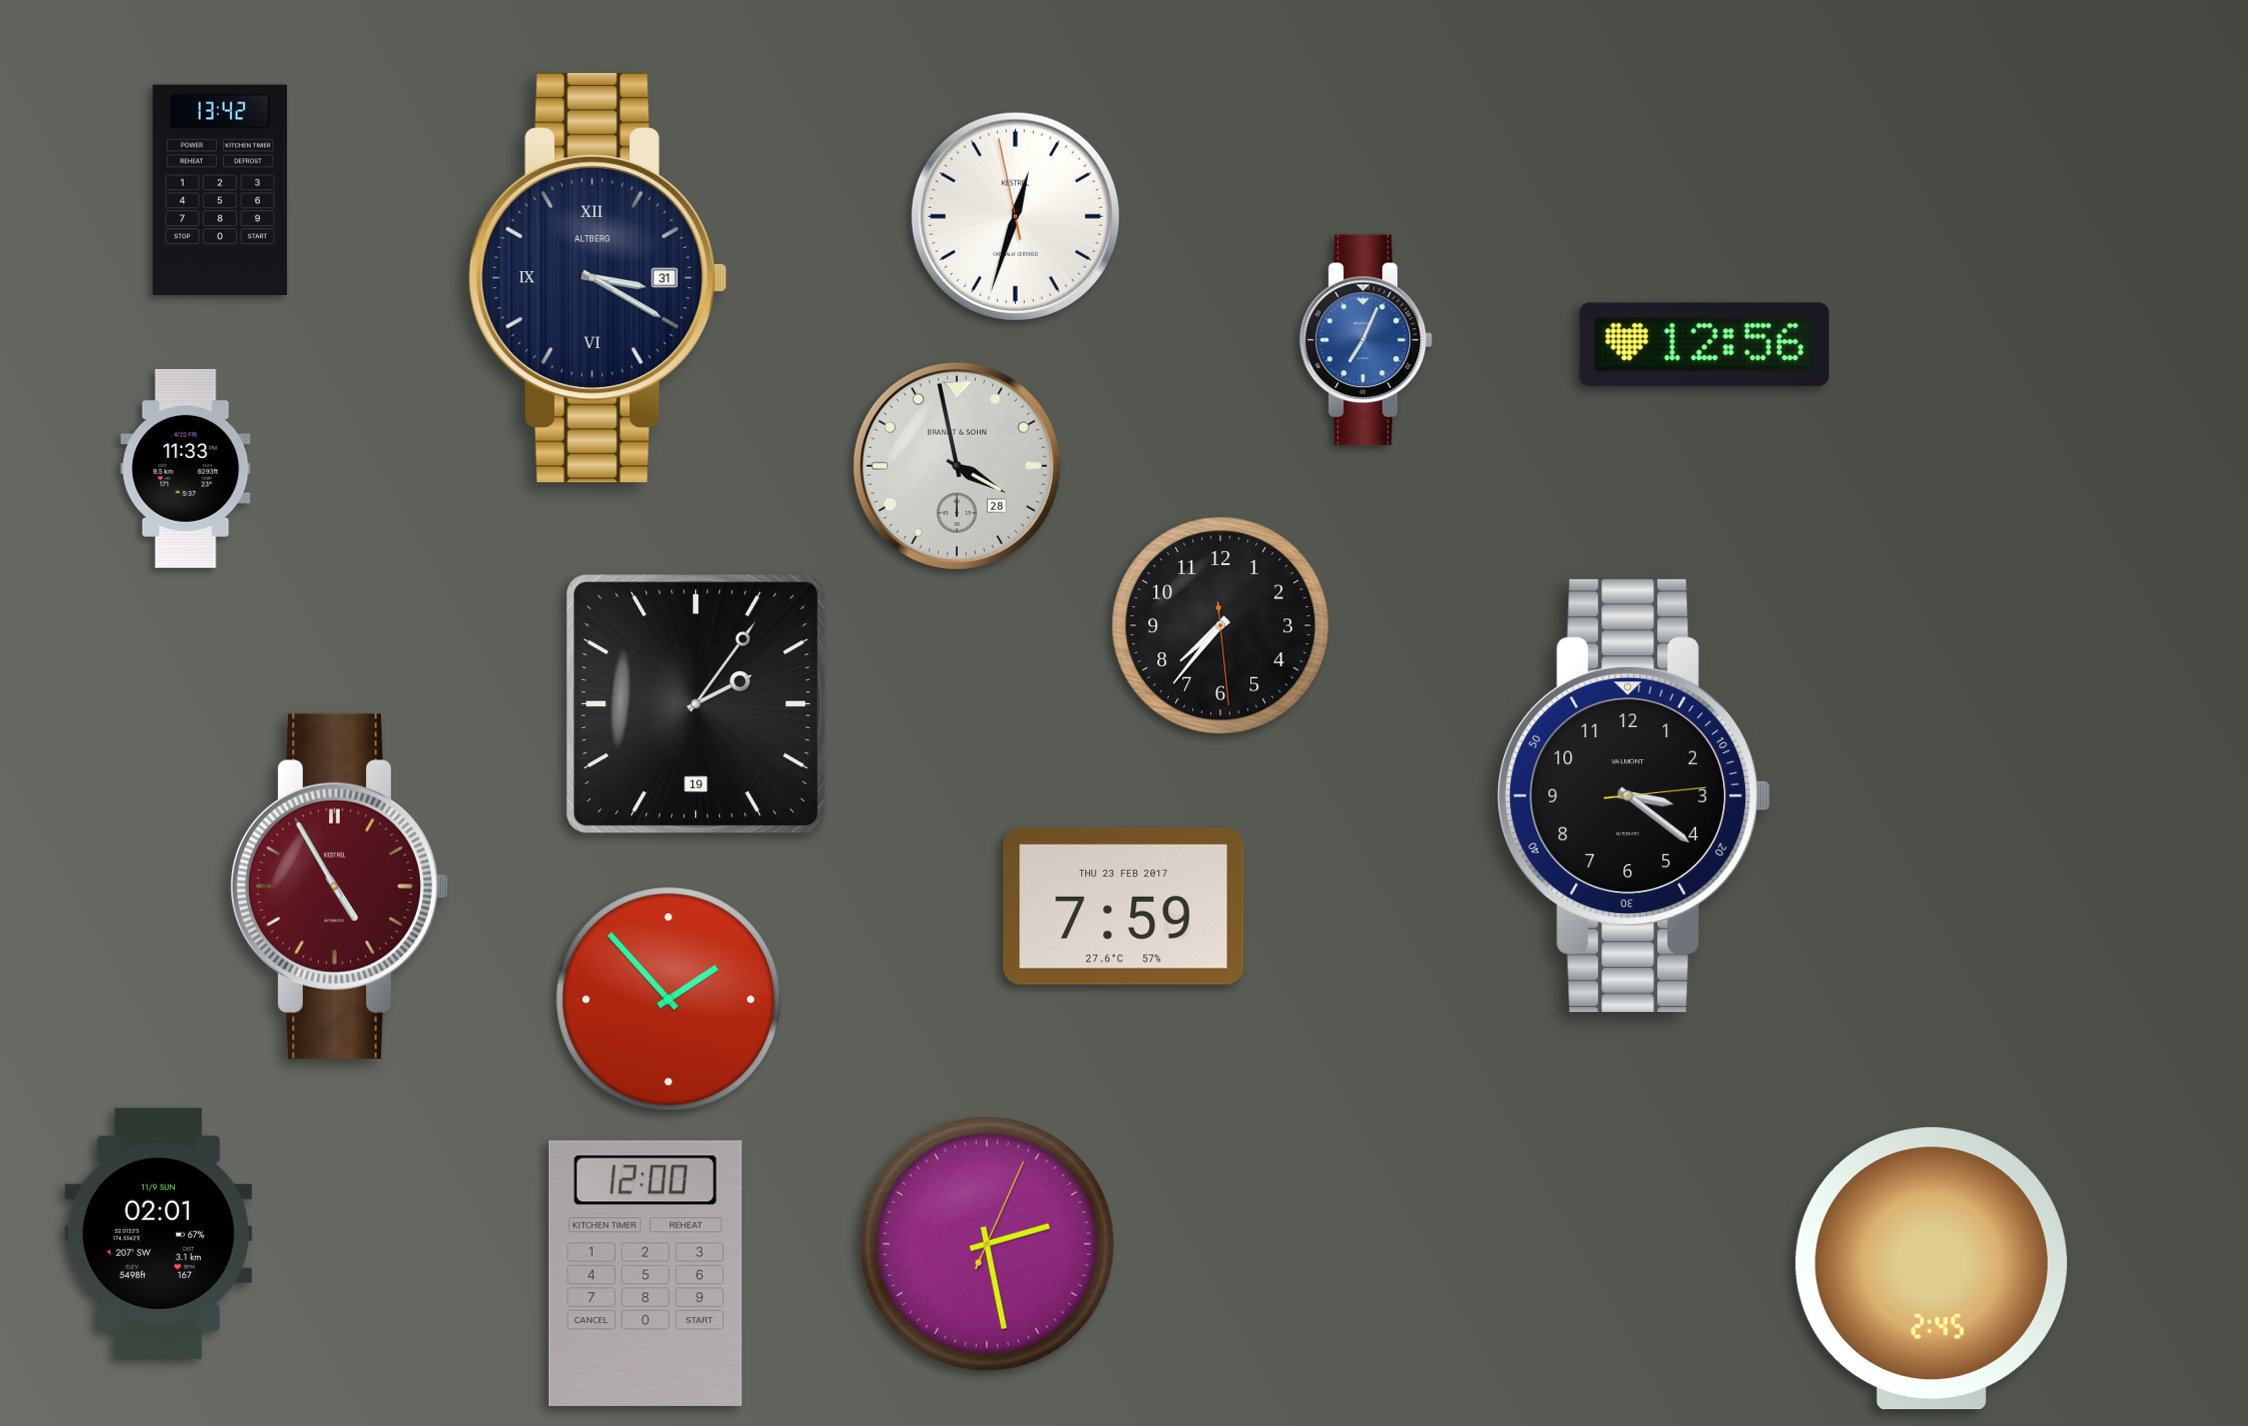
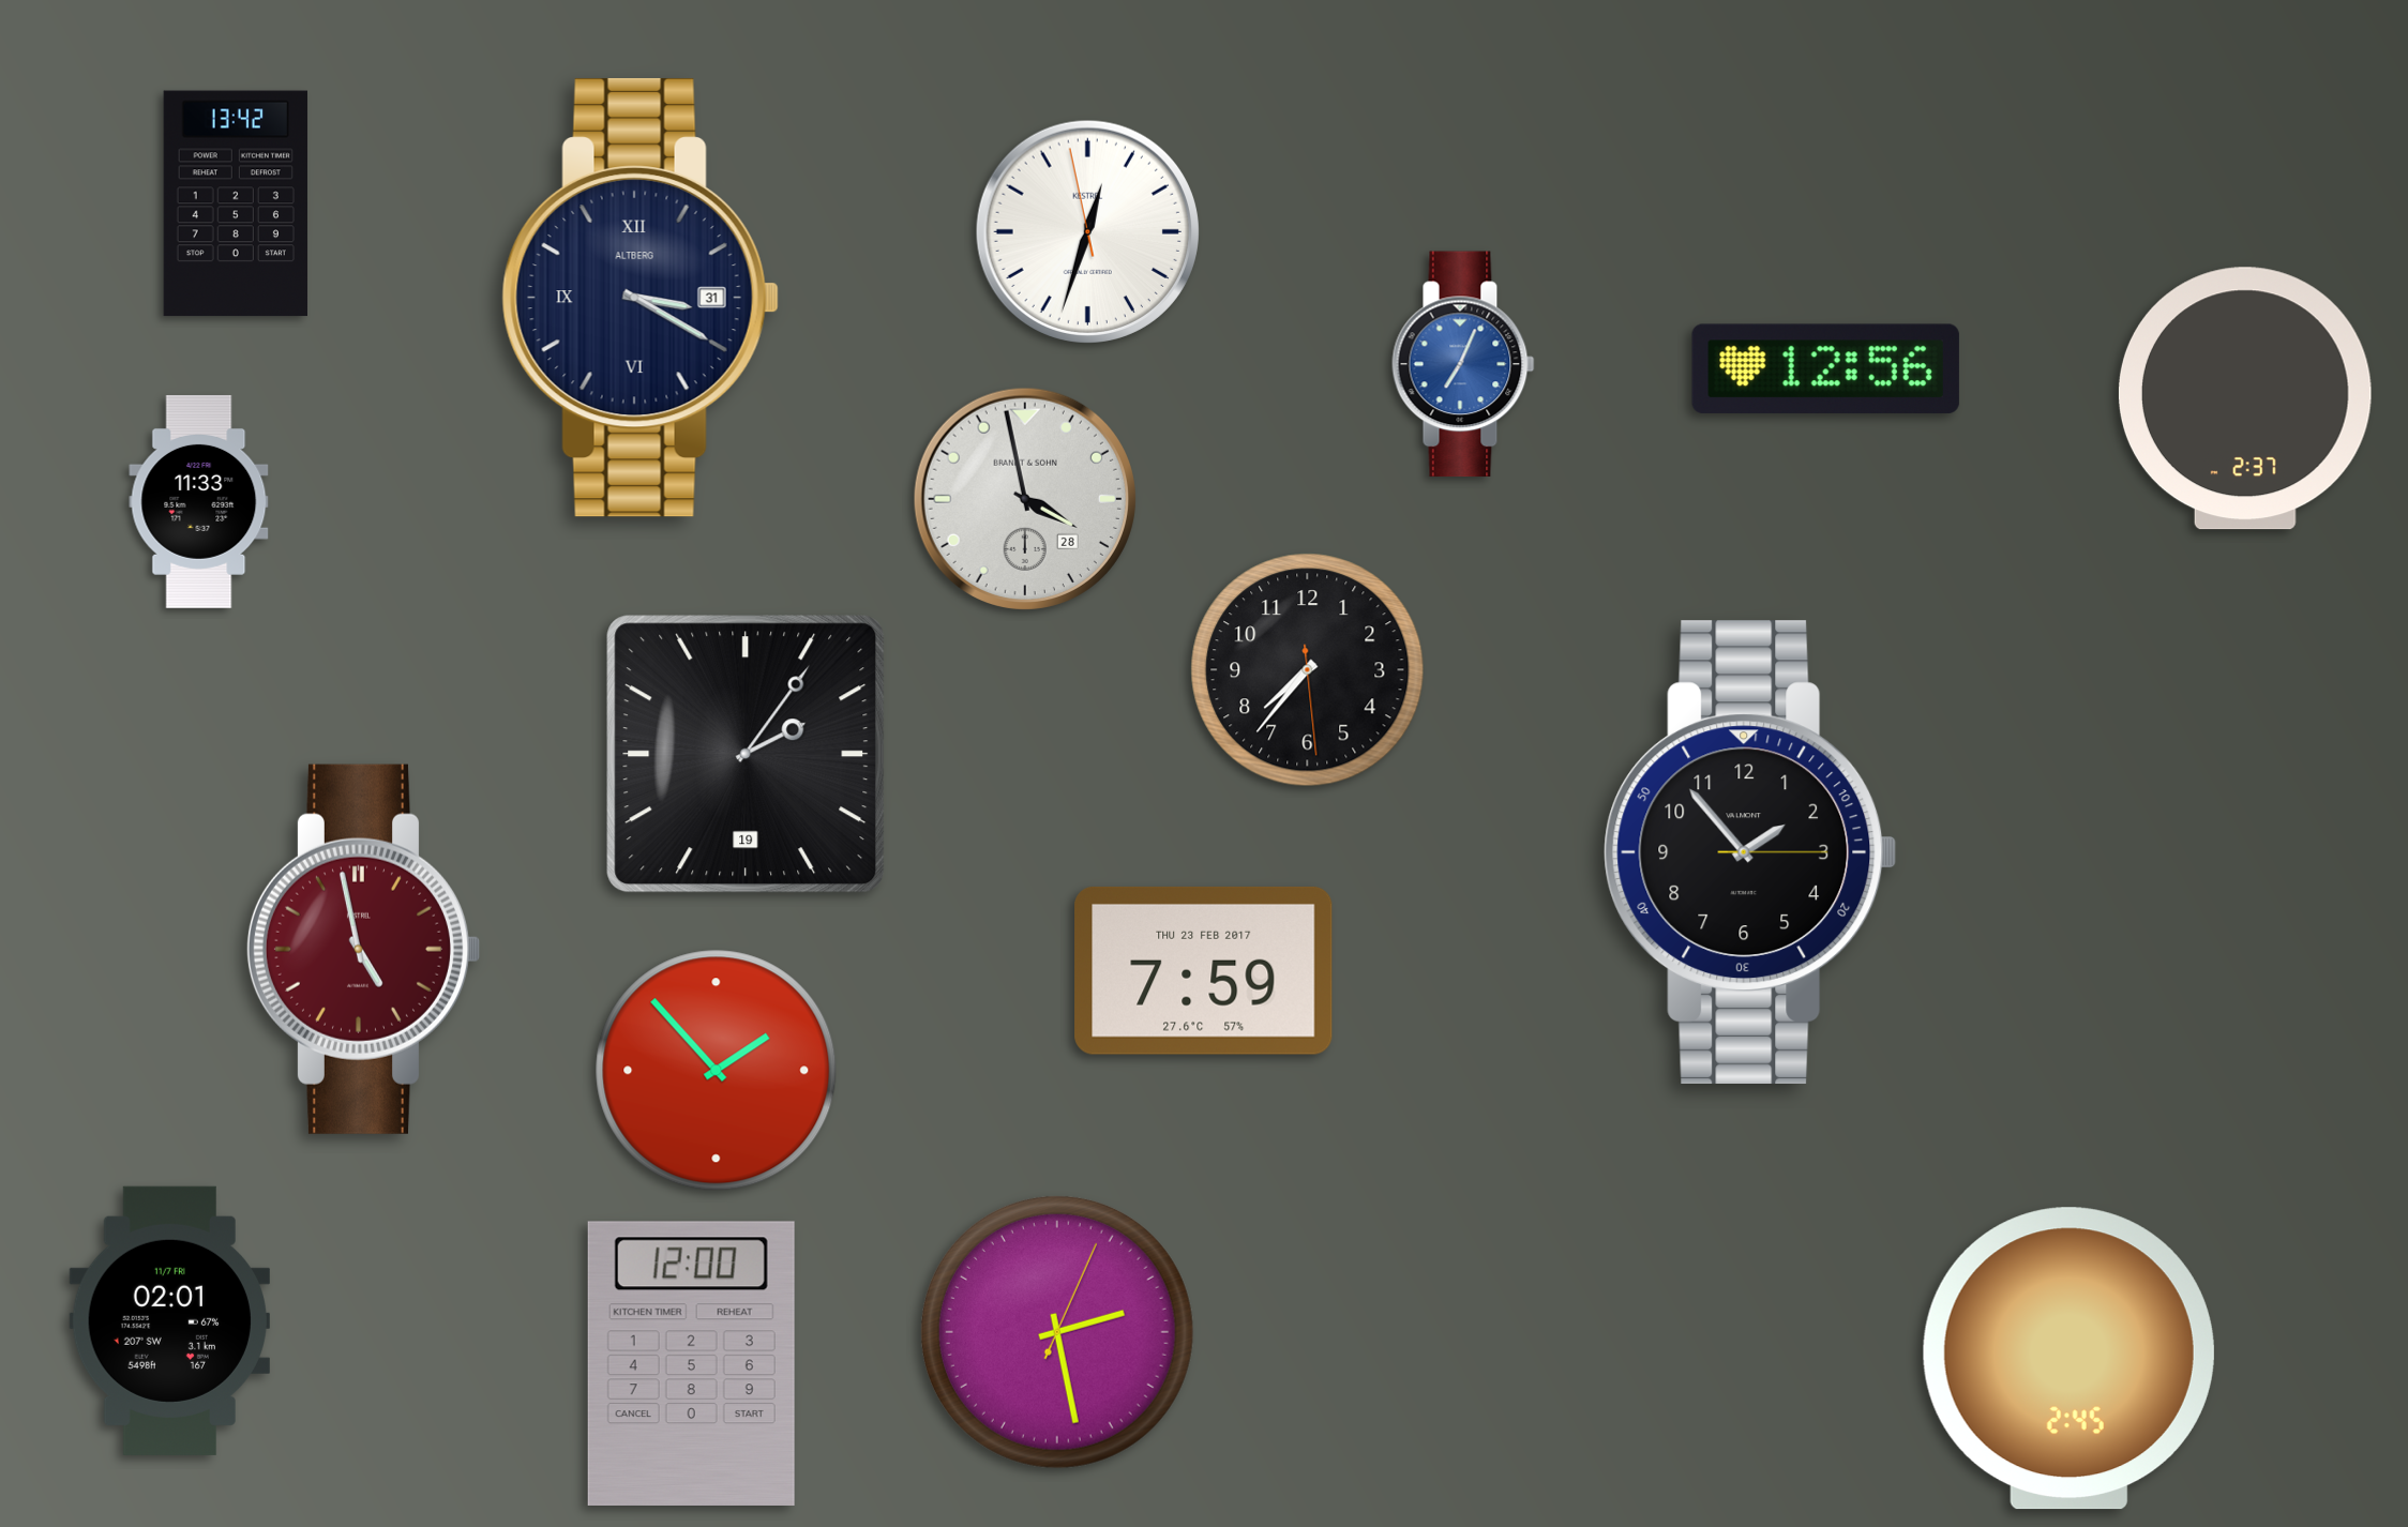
clock at (2245, 398): none -> 2:37
clock at (1634, 796): 3:21 -> 1:53
clock at (338, 886): 4:55 -> 4:58
clock at (158, 1233) date: 11/9 SUN -> 11/7 FRI
